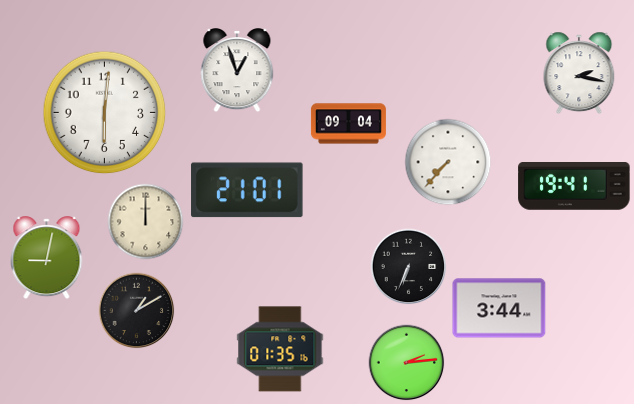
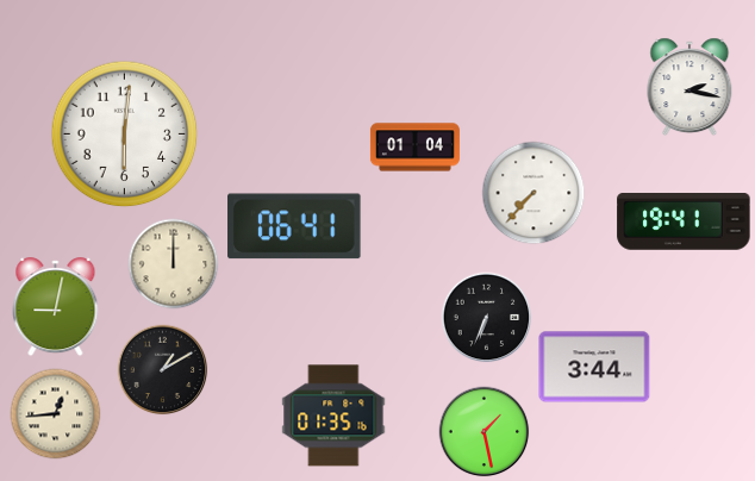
clock at (237, 71): 12:57 -> none
clock at (348, 124): 09:04 -> 01:04
clock at (247, 190): 21:01 -> 06:41
clock at (56, 414): none -> 12:44
clock at (407, 363): 2:14 -> 1:28
